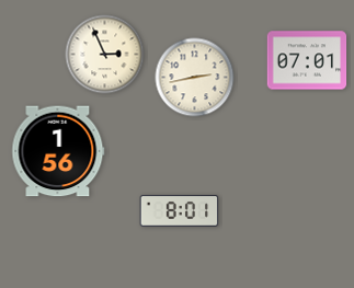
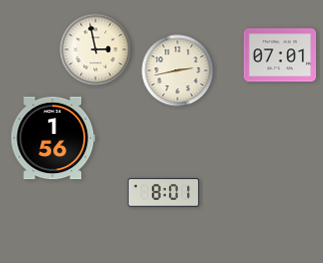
clock at (105, 55): 2:56 -> 2:58
